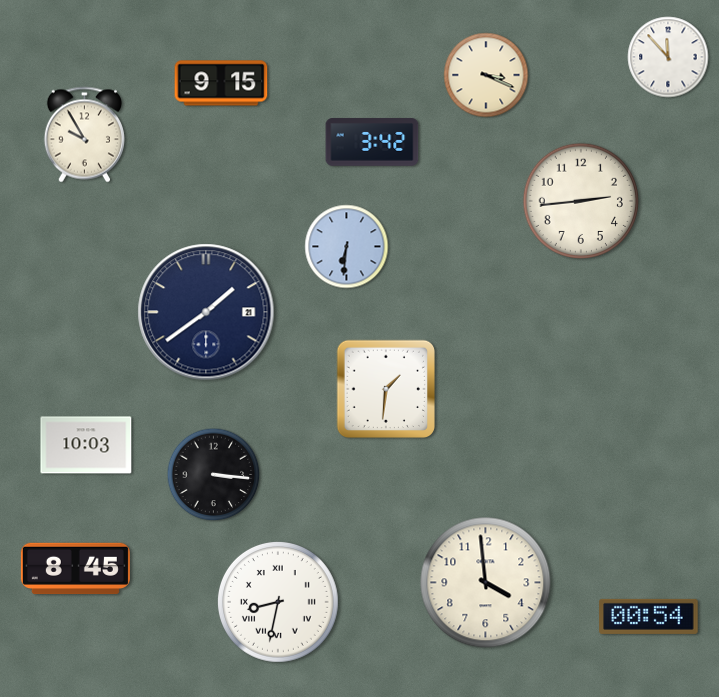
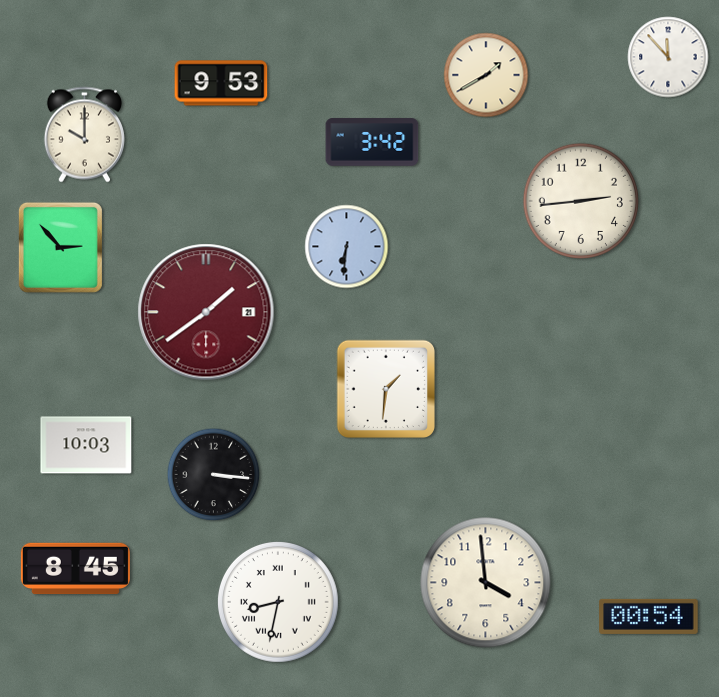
clock at (486, 75): 3:19 -> 1:40
clock at (221, 83): 9:15 -> 9:53
clock at (84, 135): 9:55 -> 10:00
clock at (60, 247): none -> 2:53
clock at (206, 312) dial: navy -> burgundy
